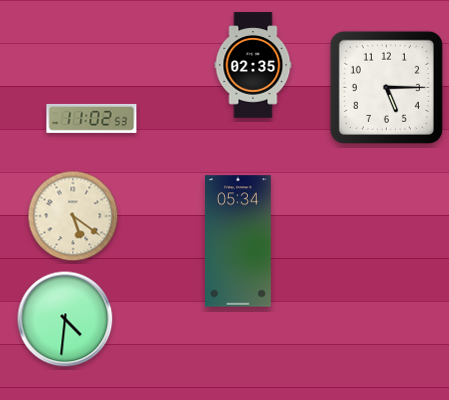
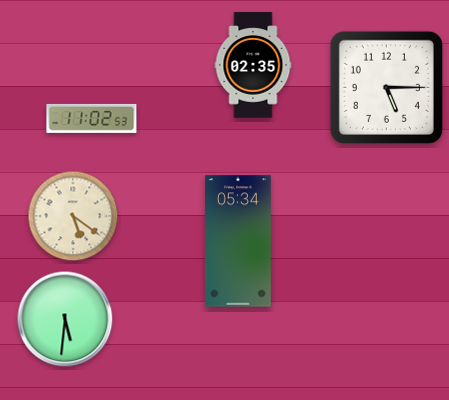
clock at (65, 319): 4:31 -> 5:31
